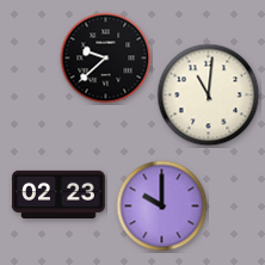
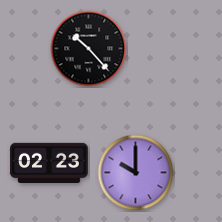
clock at (106, 58): 9:38 -> 10:23
clock at (209, 95): 11:01 -> none
